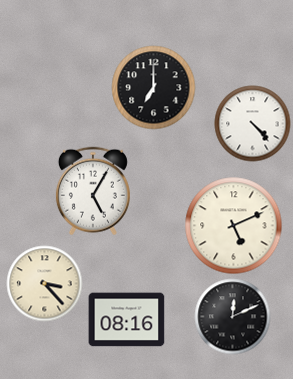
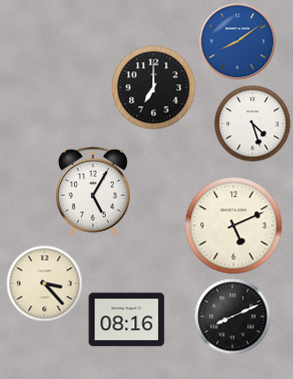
clock at (238, 42): none -> 8:09
clock at (253, 124): 4:23 -> 4:27
clock at (233, 317): 12:11 -> 8:11
